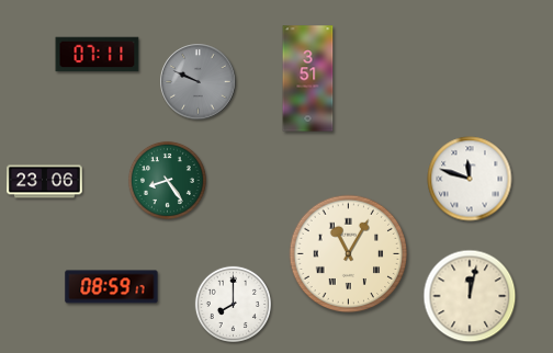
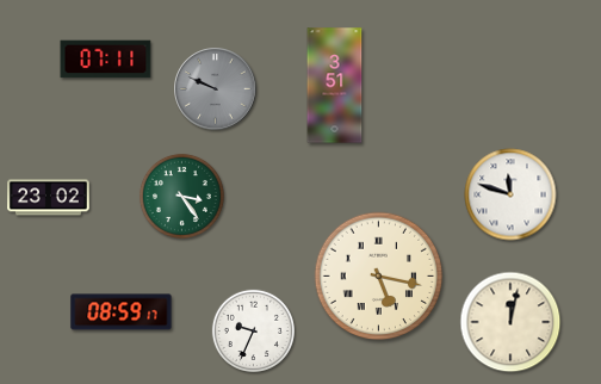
clock at (167, 180): 8:24 -> 3:24
clock at (45, 182): 23:06 -> 23:02
clock at (349, 254): 11:05 -> 5:17
clock at (233, 304): 8:00 -> 9:34
